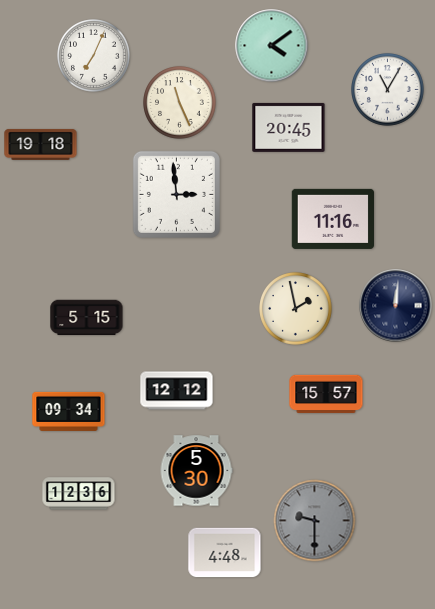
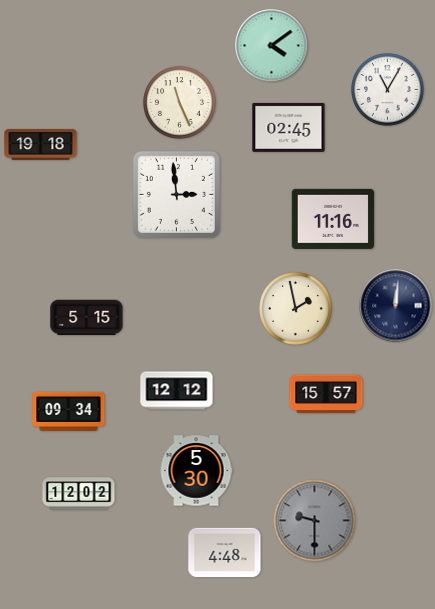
clock at (94, 56): 7:04 -> none
clock at (289, 127): 20:45 -> 02:45
clock at (79, 494): 12:36 -> 12:02
